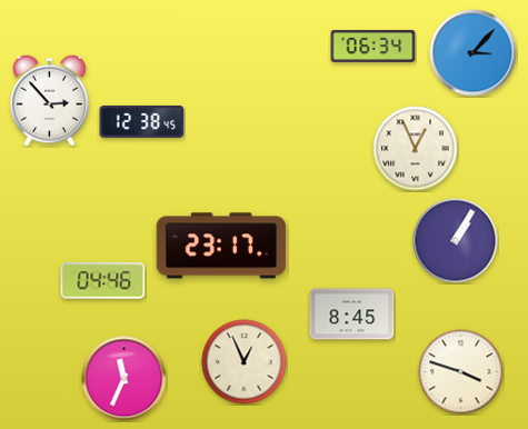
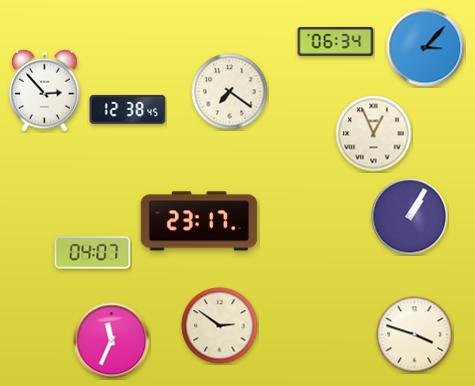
clock at (230, 92): none -> 7:21
clock at (103, 281): 04:46 -> 04:07
clock at (352, 315): 8:45 -> none
clock at (245, 362): 12:56 -> 2:51
